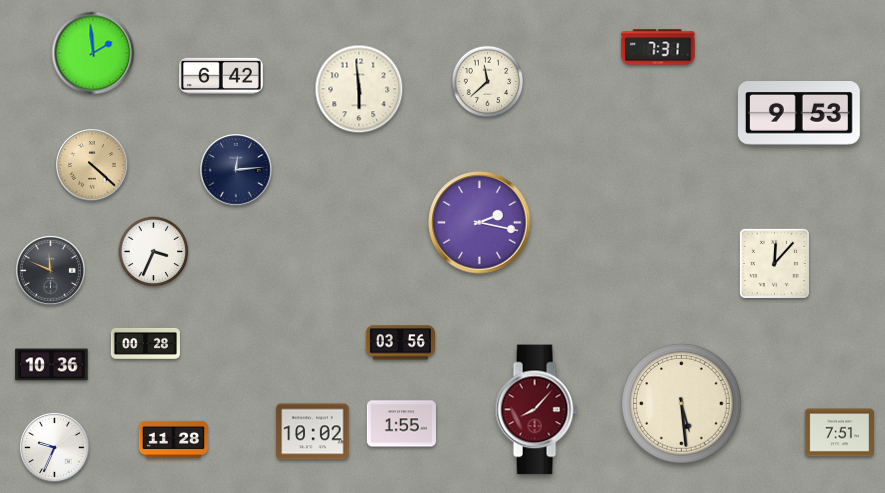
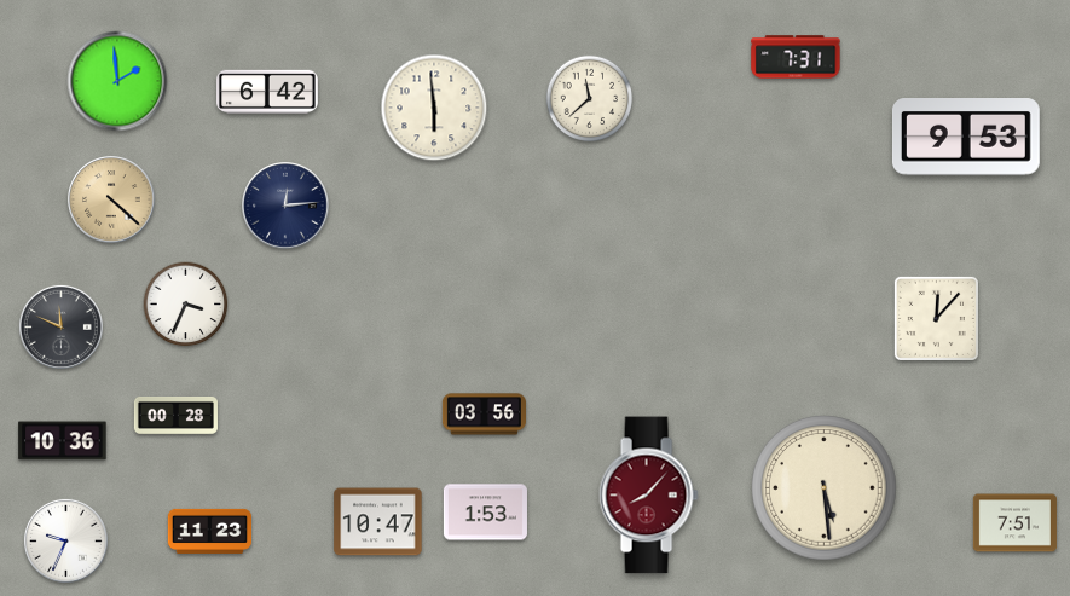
clock at (93, 53) position: (93, 53) -> (117, 81)
clock at (480, 223): 2:17 -> none
clock at (401, 424): 1:55 -> 1:53
clock at (313, 432): 10:02 -> 10:47
clock at (173, 439): 11:28 -> 11:23
